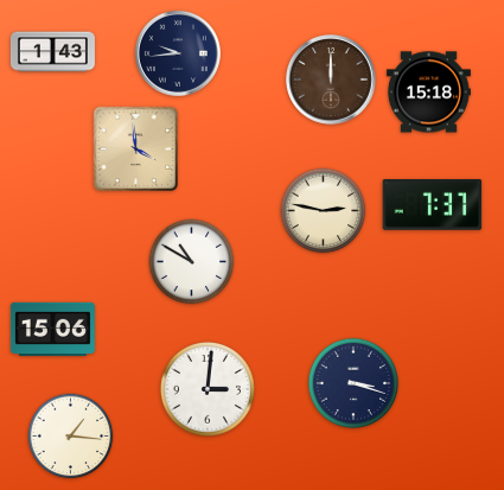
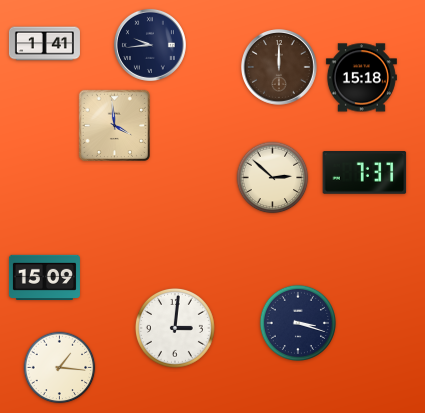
clock at (52, 52): 1:43 -> 1:41
clock at (324, 211): 2:47 -> 2:52
clock at (192, 262): 10:50 -> none
clock at (52, 329): 15:06 -> 15:09
